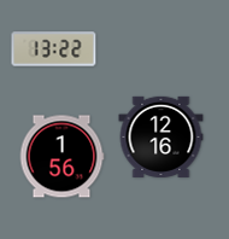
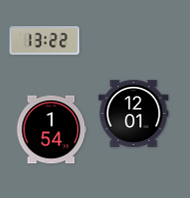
clock at (162, 136): 12:16 -> 12:01
clock at (61, 157): 1:56 -> 1:54
